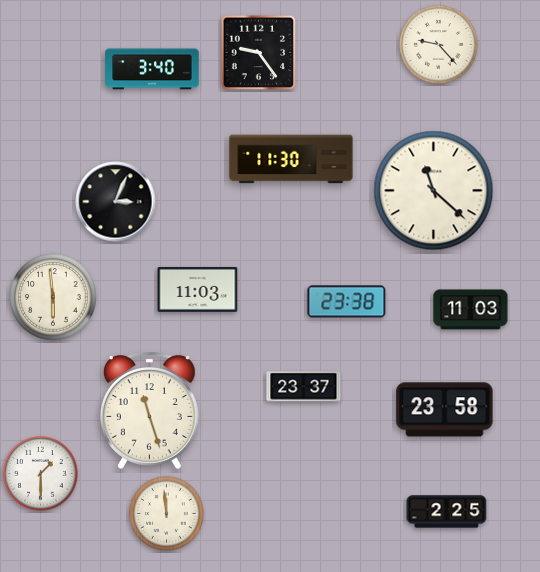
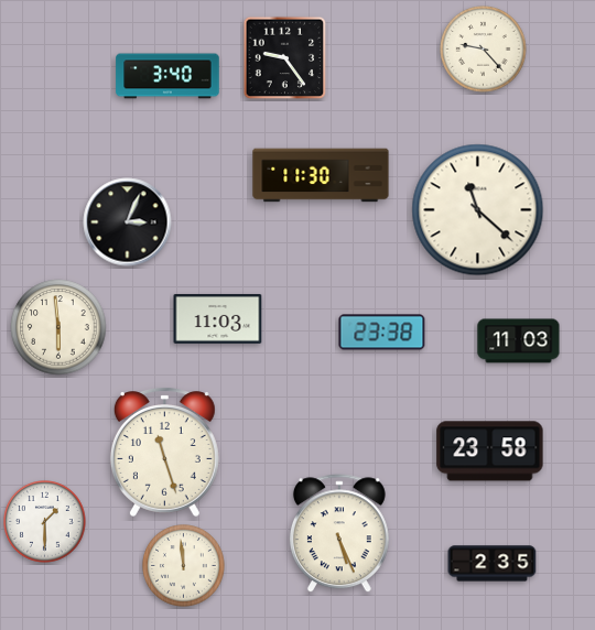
clock at (304, 387): 23:37 -> none
clock at (339, 534): none -> 5:26
clock at (447, 512): 2:25 -> 2:35
